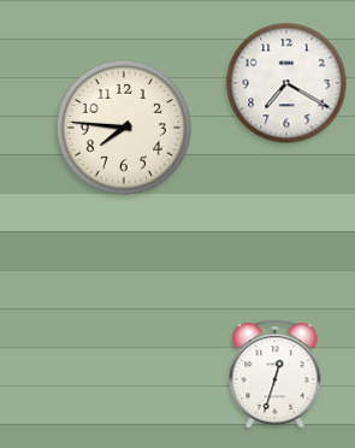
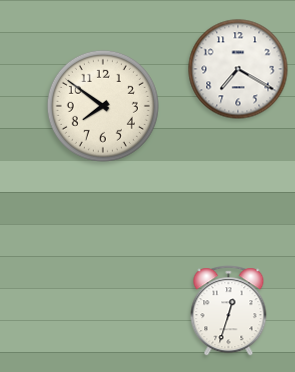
clock at (124, 128): 7:46 -> 7:51
